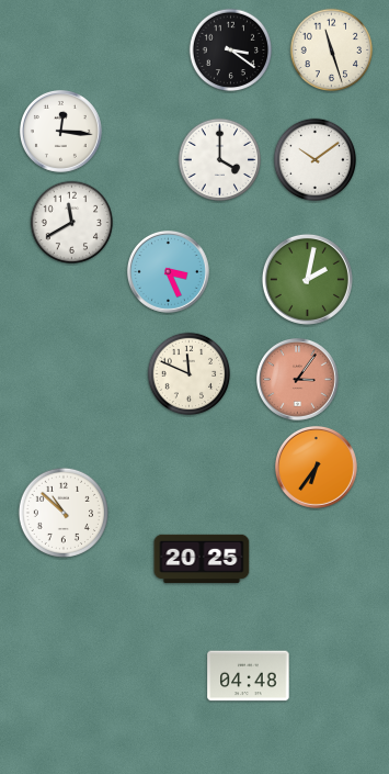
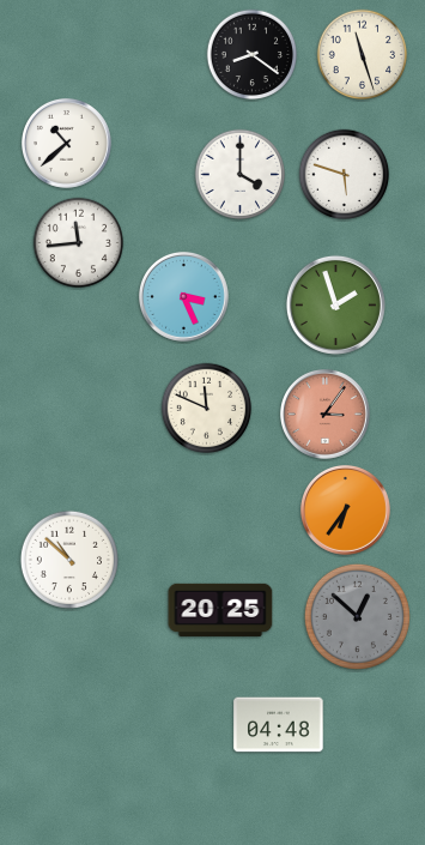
clock at (231, 51): 3:21 -> 8:21
clock at (60, 131): 12:16 -> 10:38
clock at (316, 160): 10:09 -> 5:48
clock at (72, 223): 11:40 -> 11:44
clock at (307, 279): 2:02 -> 1:57
clock at (357, 616): none -> 12:52
clock at (249, 676) position: (249, 676) -> (279, 725)
